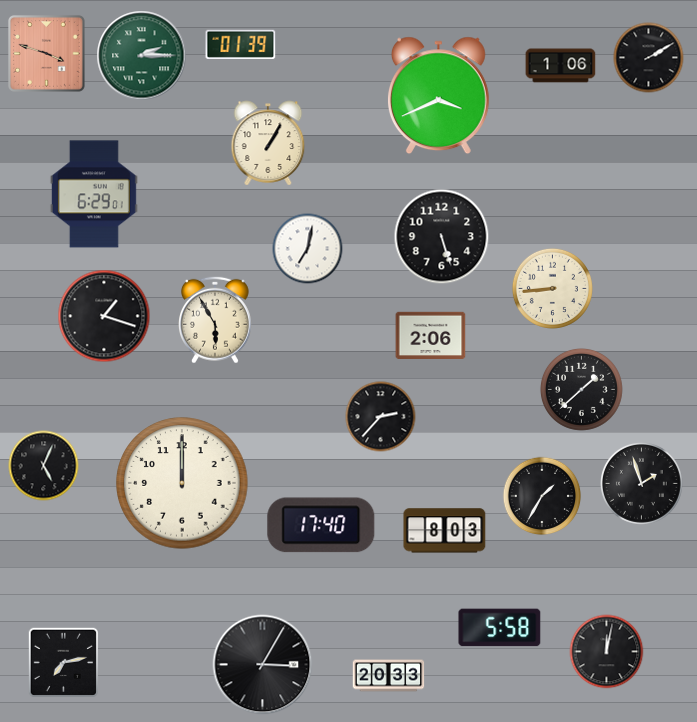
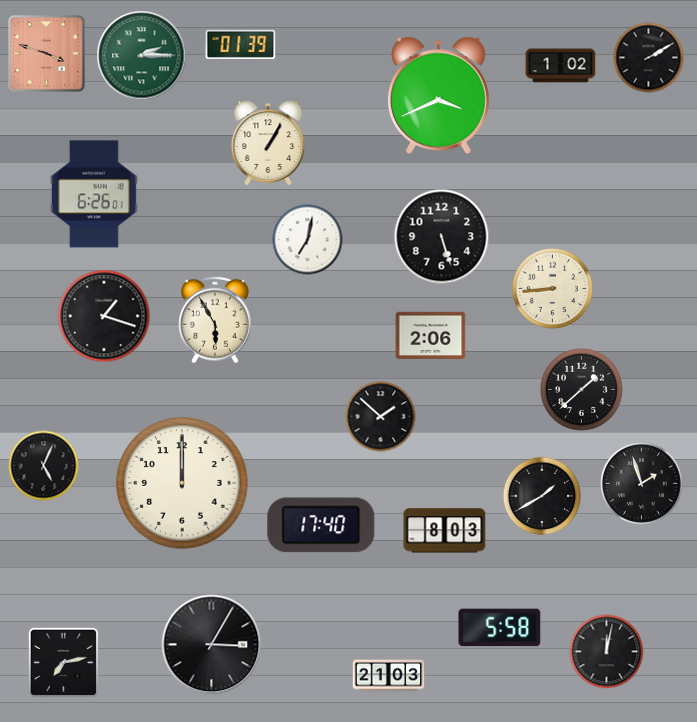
clock at (561, 66): 1:06 -> 1:02
clock at (94, 194): 6:29 -> 6:26
clock at (308, 249) position: (308, 249) -> (308, 240)
clock at (381, 417): 2:37 -> 1:52
clock at (542, 496): 1:35 -> 1:40
clock at (263, 665) position: (263, 665) -> (212, 645)
clock at (389, 676): 20:33 -> 21:03
